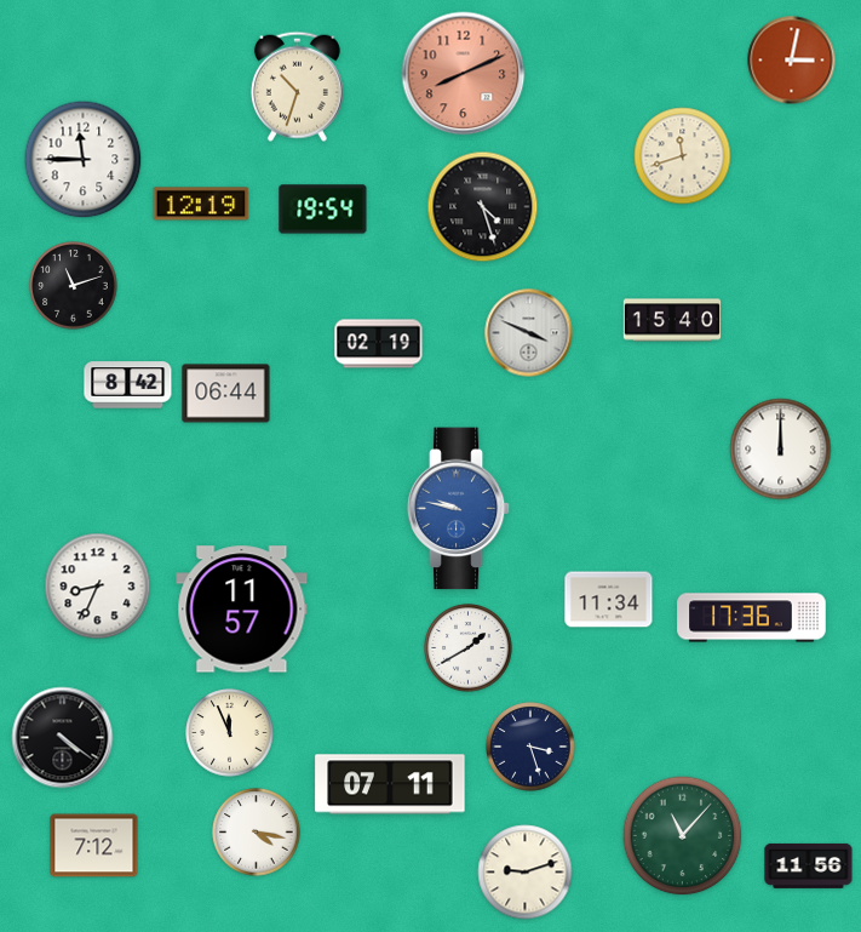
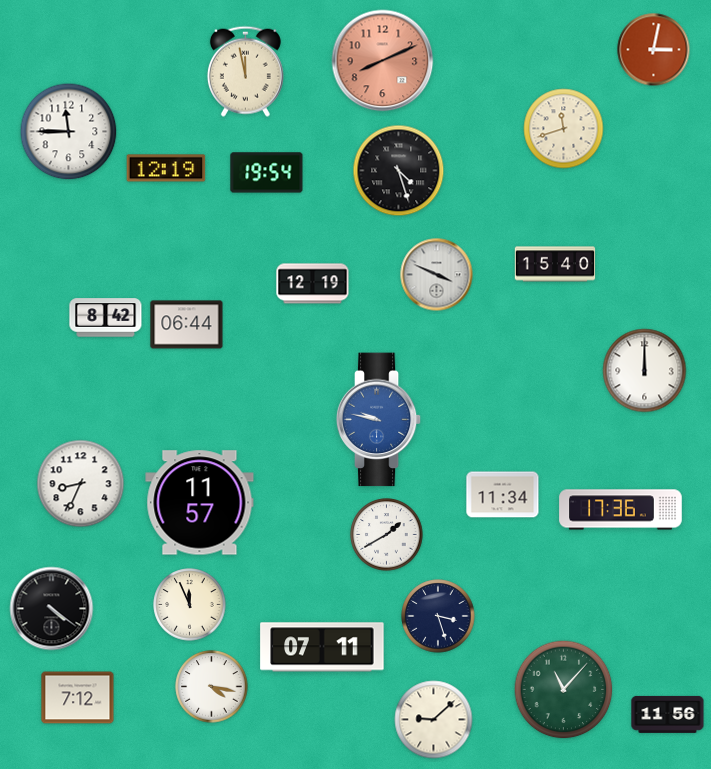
clock at (297, 86): 10:33 -> 11:58
clock at (74, 286): 11:12 -> none
clock at (379, 344): 02:19 -> 12:19
clock at (526, 873): 9:12 -> 9:08
